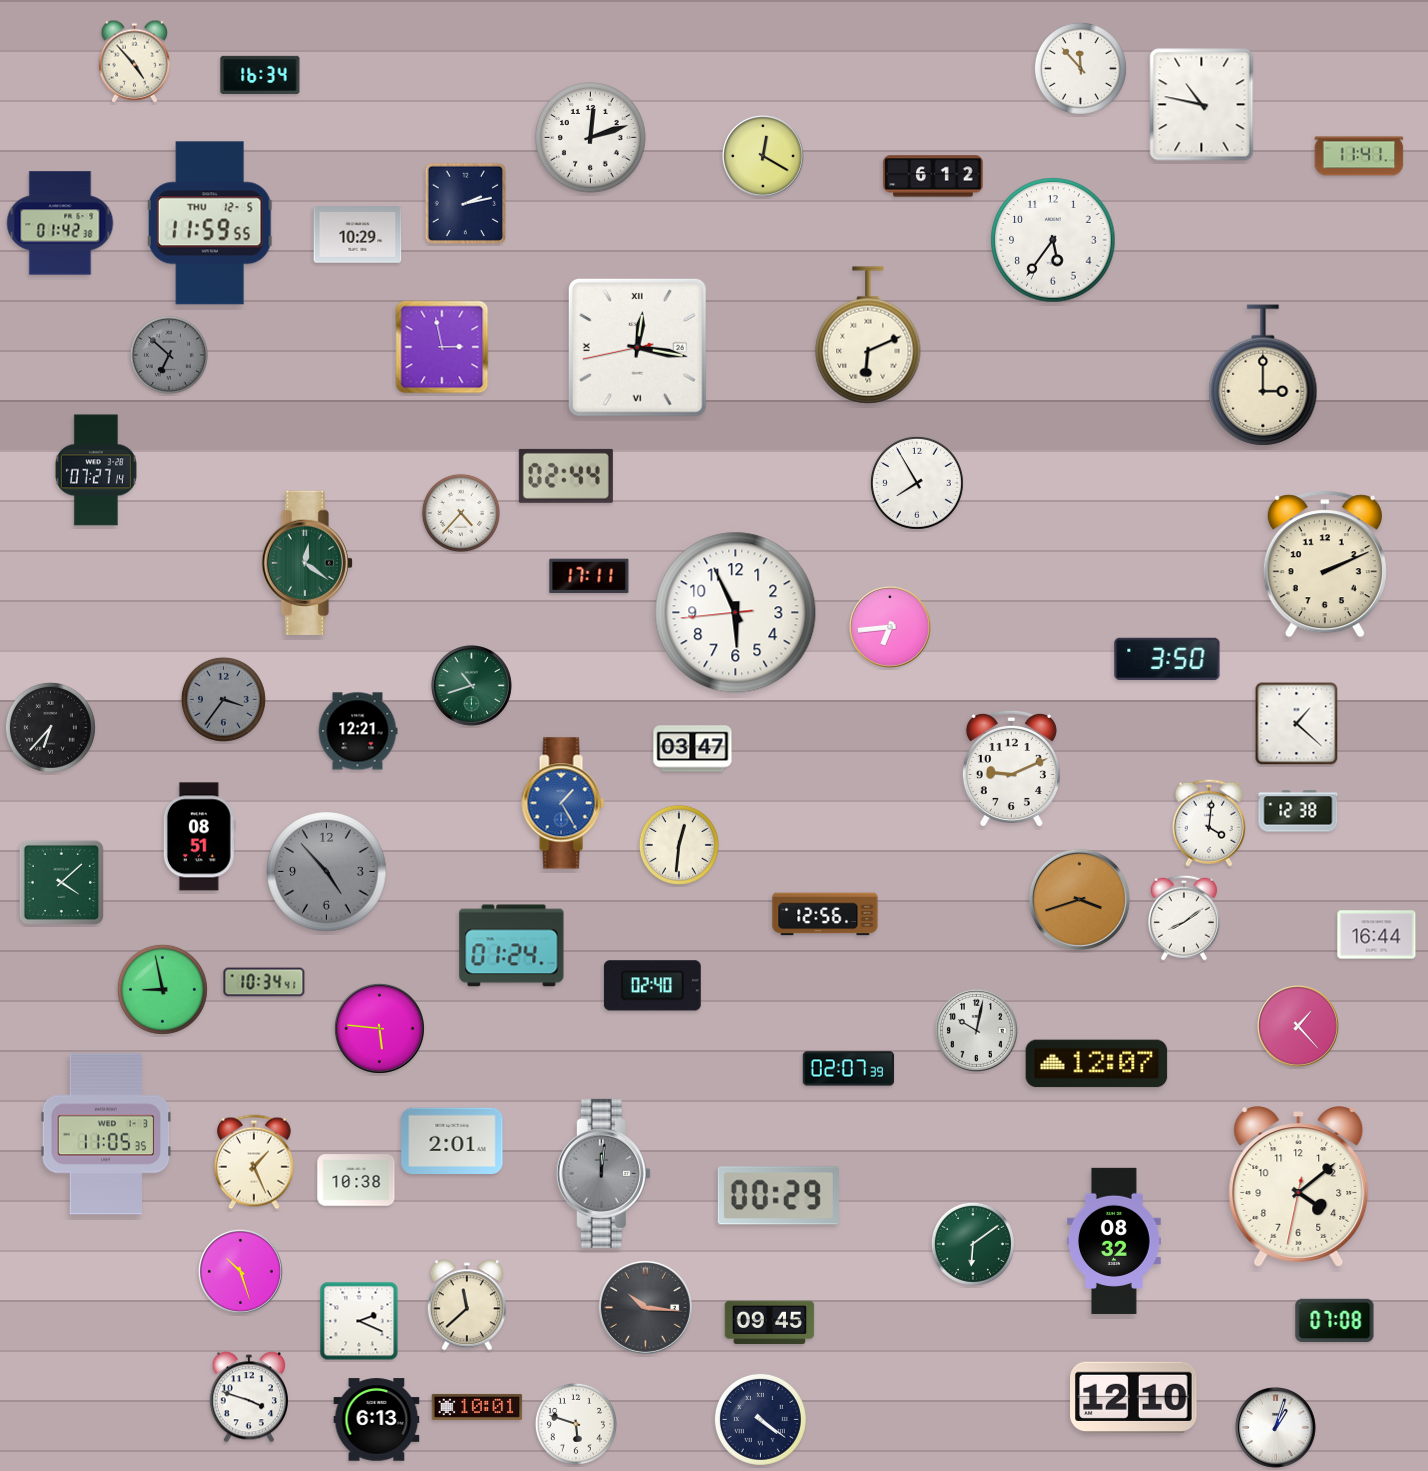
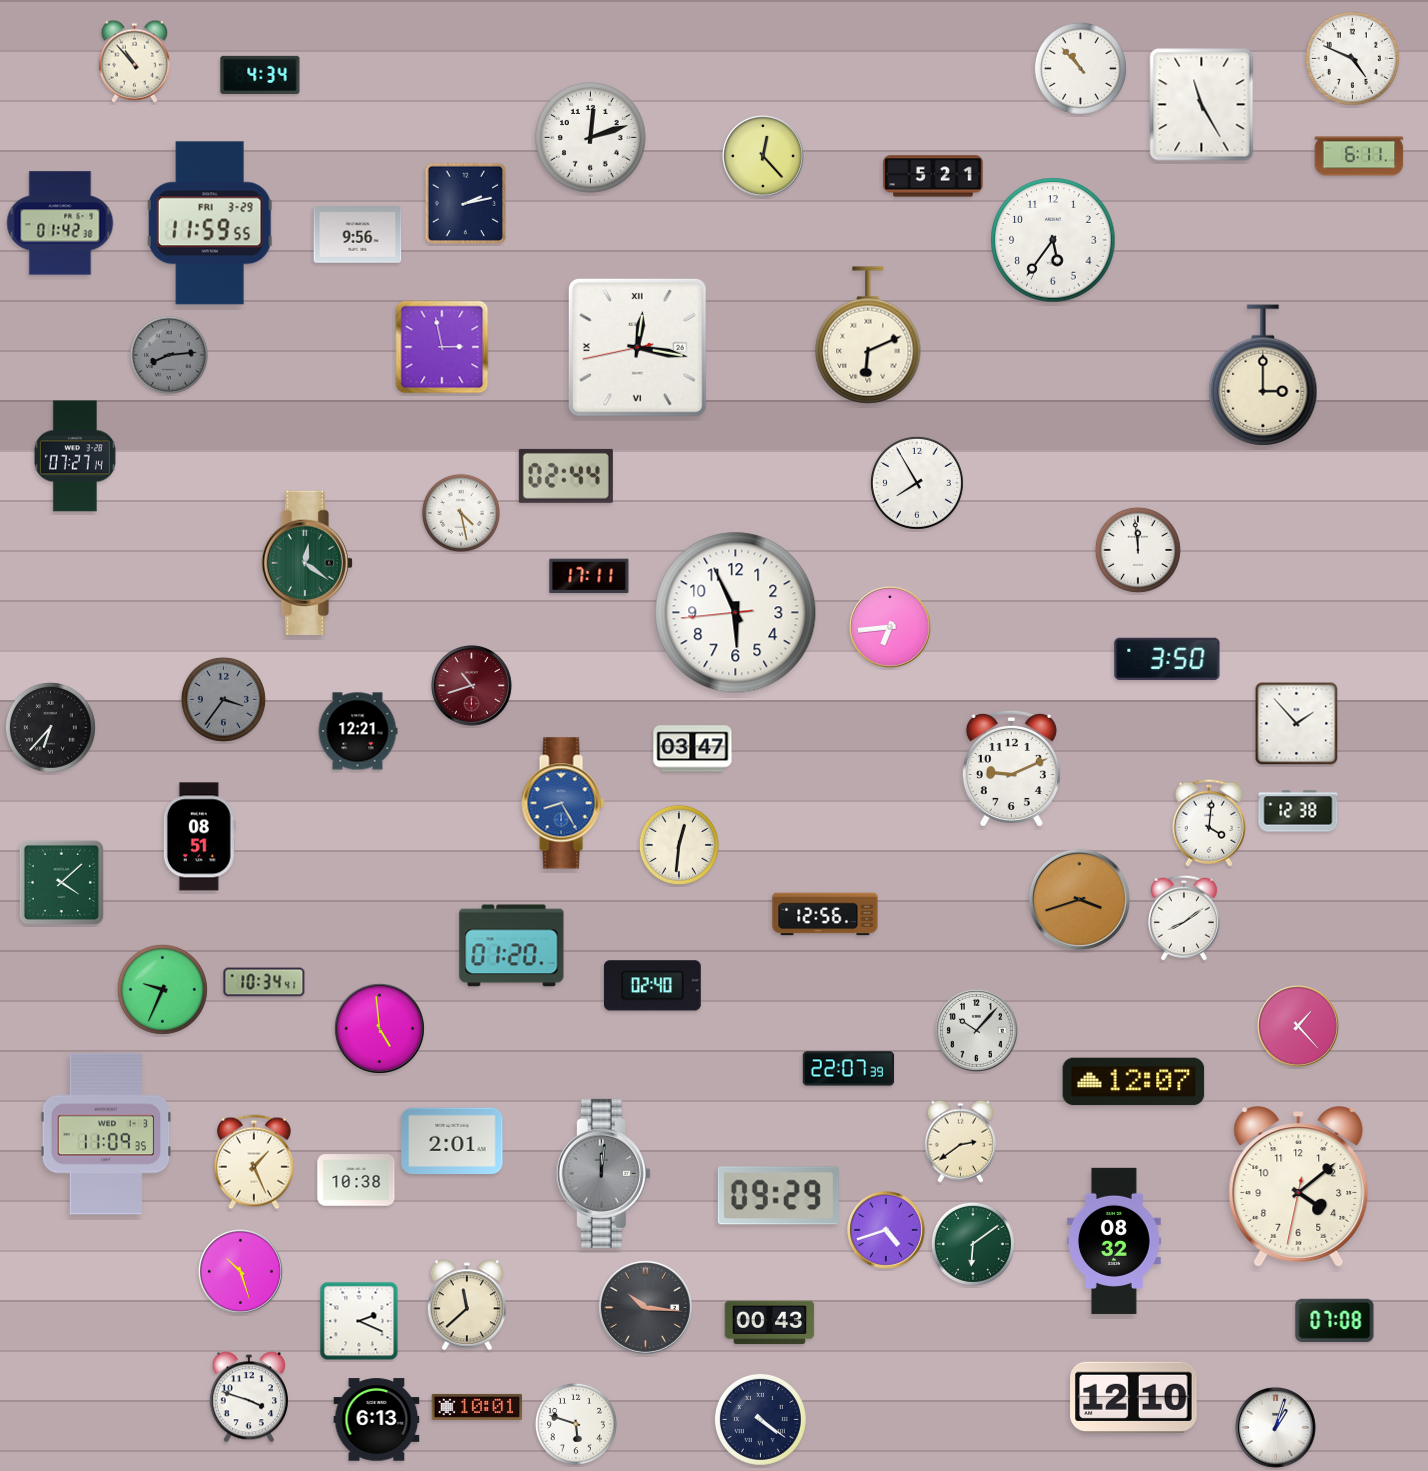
clock at (1352, 58): none -> 4:49
clock at (134, 61): 4:53 -> 10:53
clock at (1080, 68): 11:53 -> 10:53
clock at (260, 75): 16:34 -> 4:34
clock at (1202, 105): 10:47 -> 11:25
clock at (763, 156): 12:20 -> 12:23
clock at (1359, 156): 11:41 -> 6:11
clock at (933, 176): 6:12 -> 5:21
clock at (210, 223) date: THU 12-5 -> FRI 3-29
clock at (358, 235): 10:29 -> 9:56
clock at (169, 355): 6:52 -> 8:14
clock at (96, 470) position: (96, 470) -> (75, 456)
clock at (461, 513): 4:37 -> 4:28
clock at (1138, 550): none -> 11:59
clock at (1325, 564): 2:11 -> none
clock at (472, 686) dial: green -> burgundy
clock at (1297, 724): 1:22 -> 1:53
clock at (563, 803): 1:25 -> 8:25
clock at (327, 872): 4:53 -> none
clock at (1377, 935): 16:44 -> none
clock at (512, 946): 01:24 -> 01:20
clock at (162, 989): 8:58 -> 9:34
clock at (379, 1028): 5:46 -> 4:59
clock at (976, 1030): 10:02 -> 10:07
clock at (1097, 1064) position: (1097, 1064) -> (1134, 1082)
clock at (849, 1069): 02:07 -> 22:07
clock at (106, 1134): 11:05 -> 11:09
clock at (960, 1141): none -> 2:39
clock at (778, 1196): 00:29 -> 09:29
clock at (887, 1231): none -> 4:42
clock at (770, 1323): 09:45 -> 00:43
